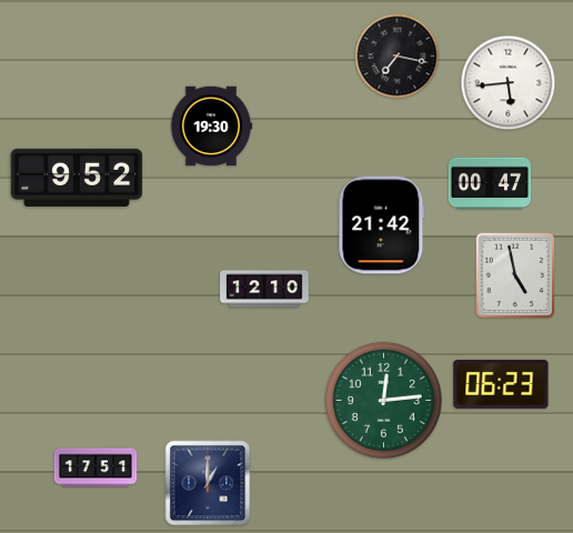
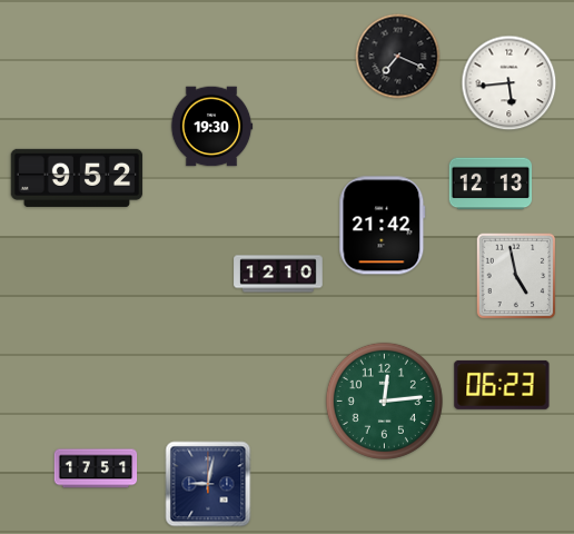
clock at (398, 57): 7:17 -> 7:19
clock at (490, 183): 00:47 -> 12:13
clock at (264, 289) position: (264, 289) -> (278, 274)
clock at (208, 483): 1:00 -> 9:02
